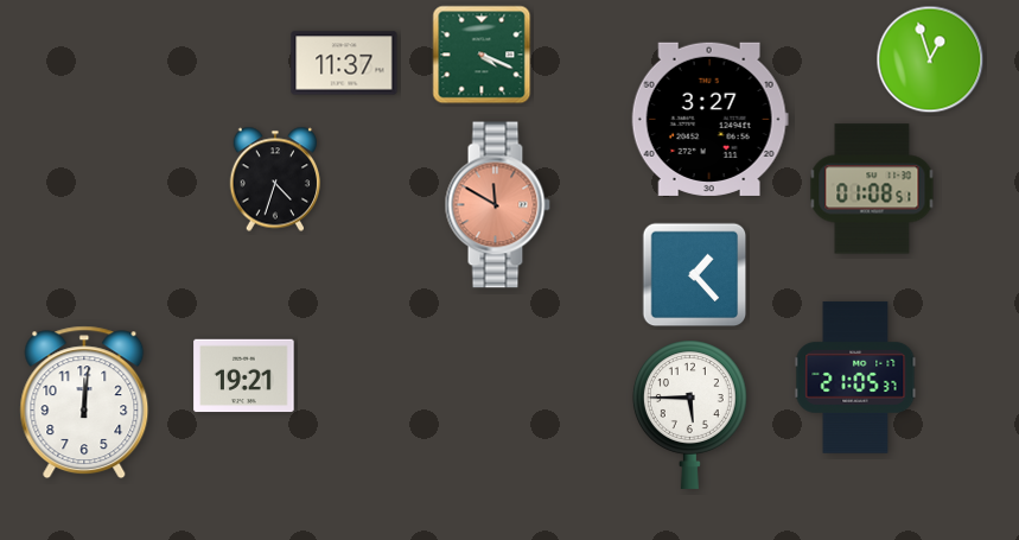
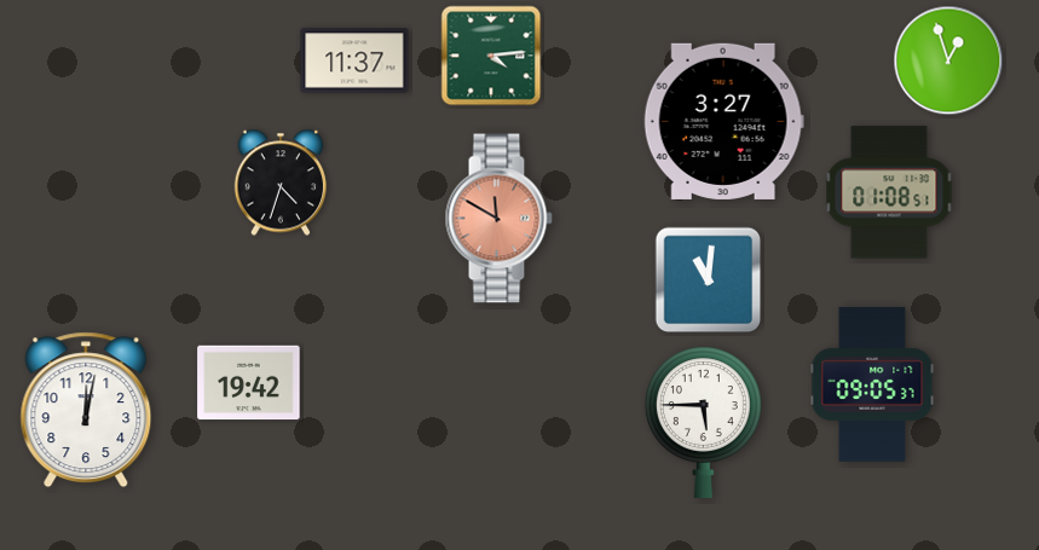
clock at (482, 55): 4:19 -> 4:14
clock at (344, 63) position: (344, 63) -> (354, 60)
clock at (497, 205) position: (497, 205) -> (498, 219)
clock at (695, 275): 1:23 -> 11:01
clock at (244, 376): 19:21 -> 19:42
clock at (855, 377): 21:05 -> 09:05
clock at (84, 402): 12:01 -> 12:02
